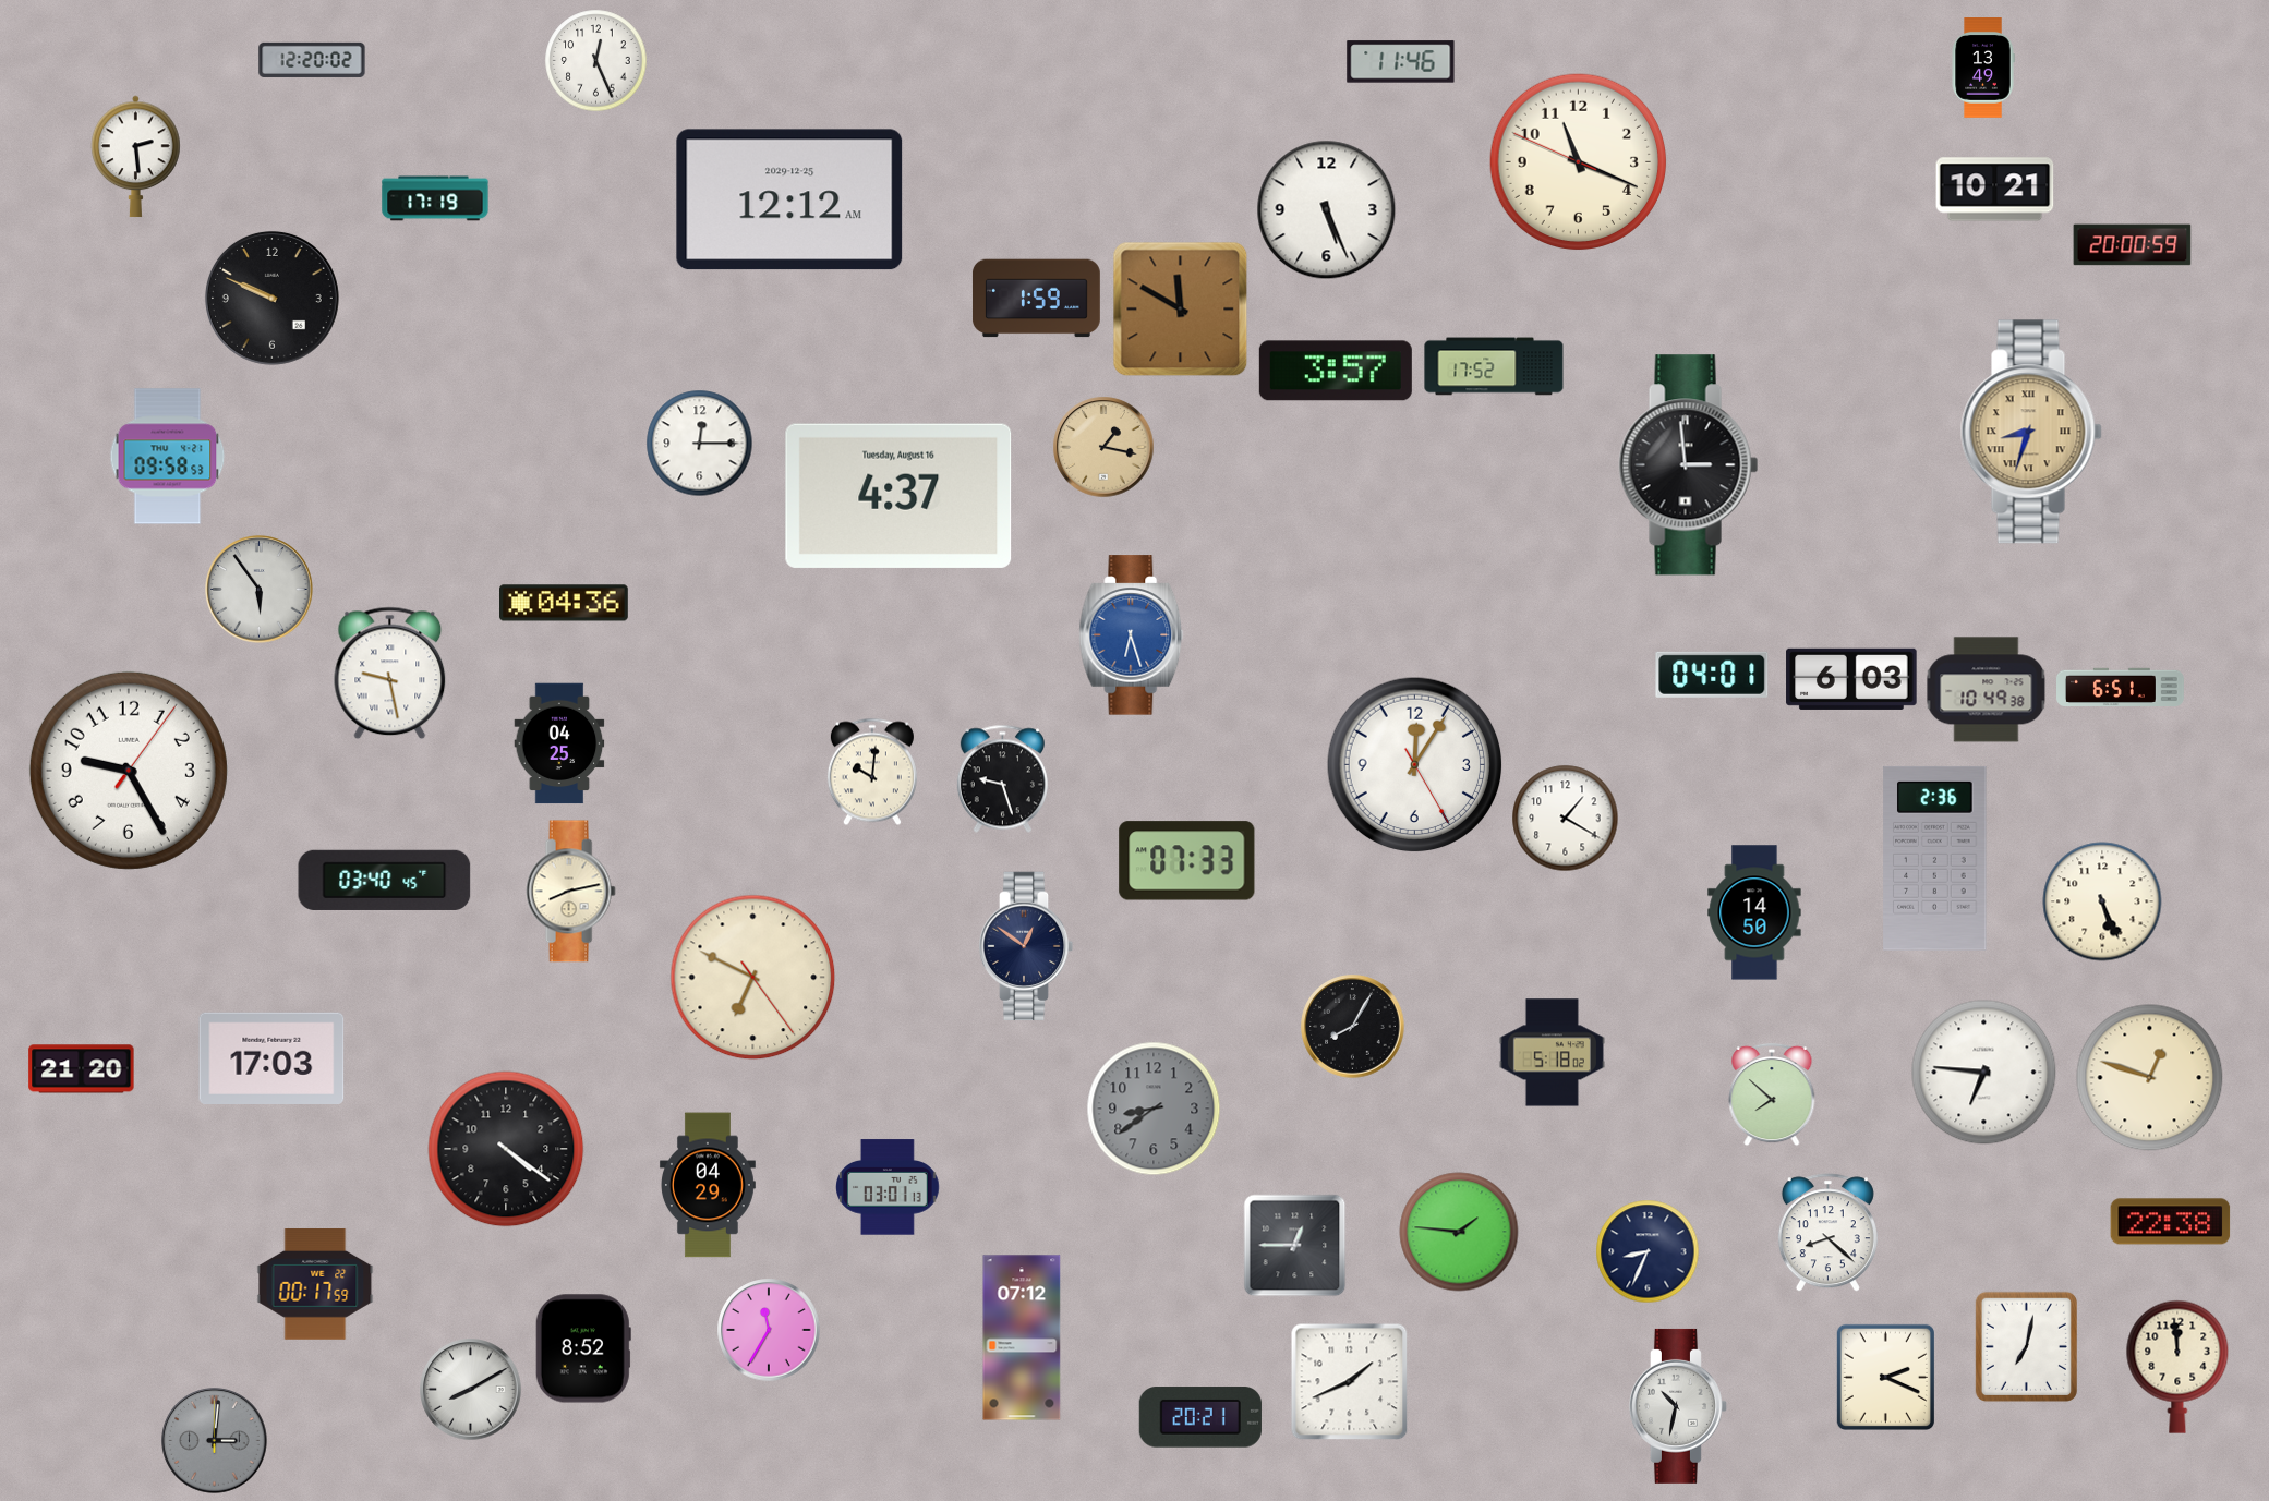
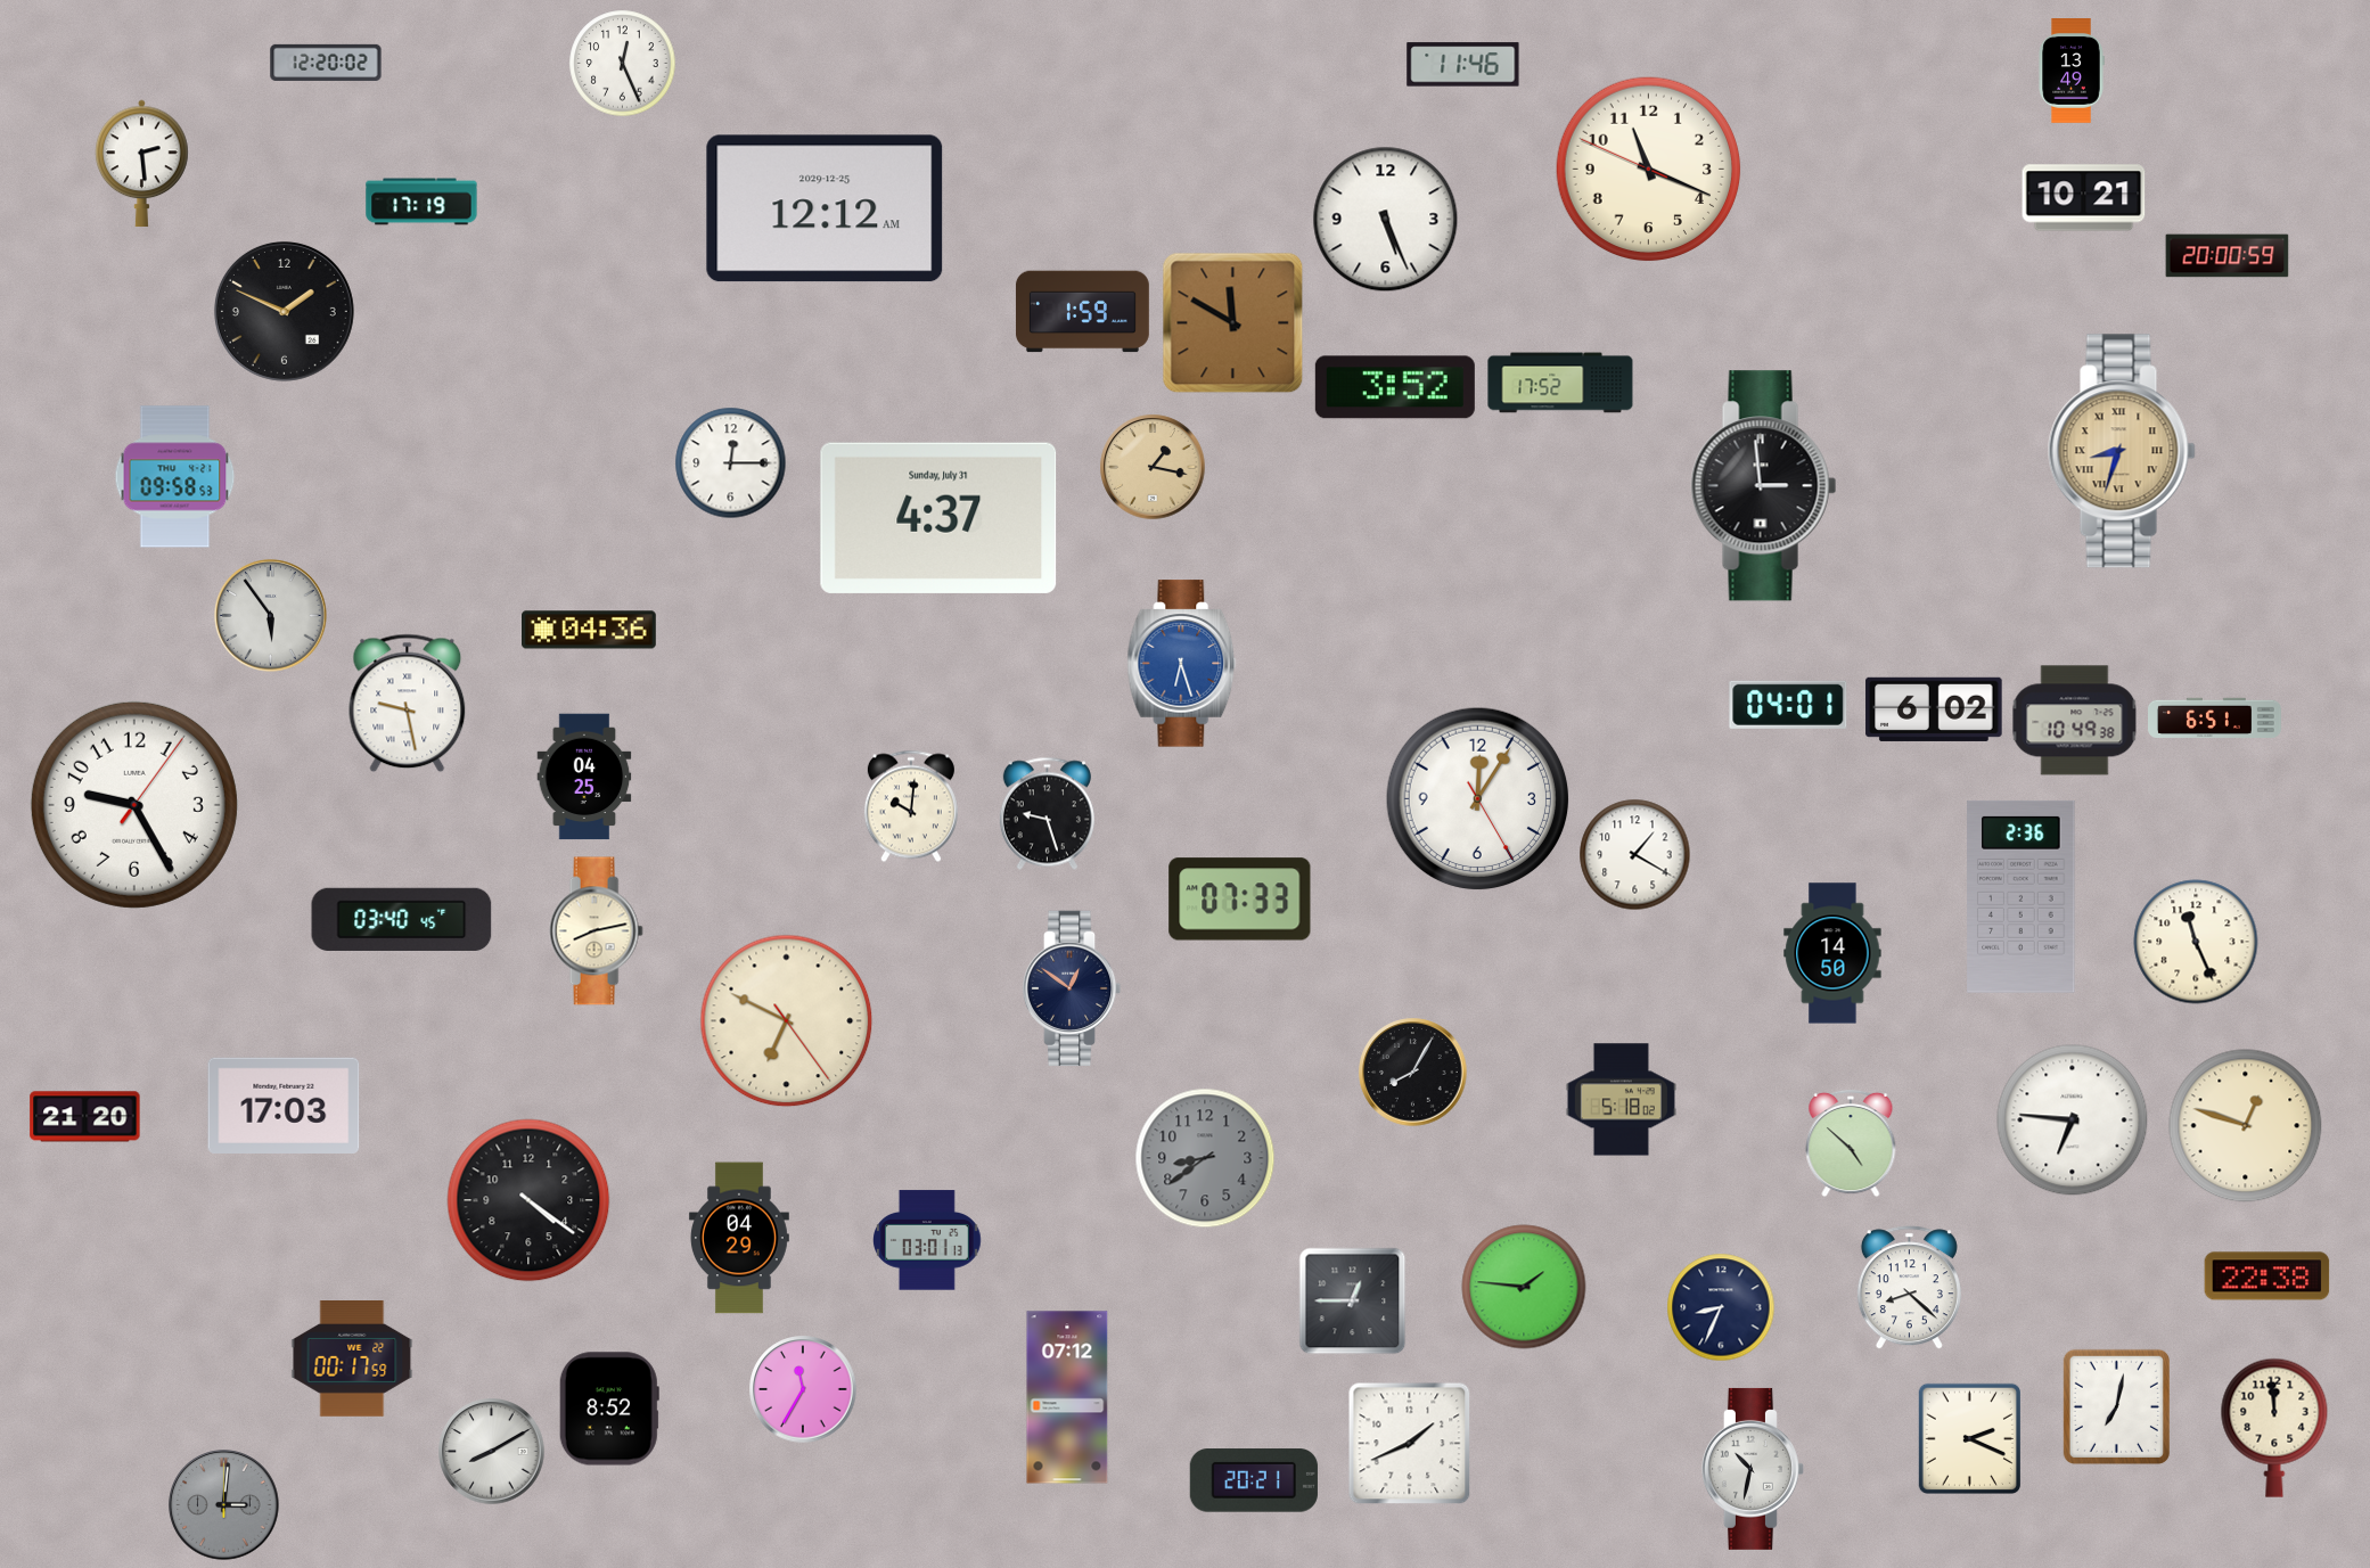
clock at (435, 198) position: (435, 198) -> (421, 202)
clock at (271, 298): 9:49 -> 1:49
clock at (1336, 371): 3:57 -> 3:52
clock at (898, 496) date: Tuesday, August 16 -> Sunday, July 31
clock at (1851, 679): 6:03 -> 6:02
clock at (2102, 901): 5:26 -> 11:26
clock at (1772, 1094): 7:52 -> 4:52
clock at (315, 1285) position: (315, 1285) -> (352, 1360)
